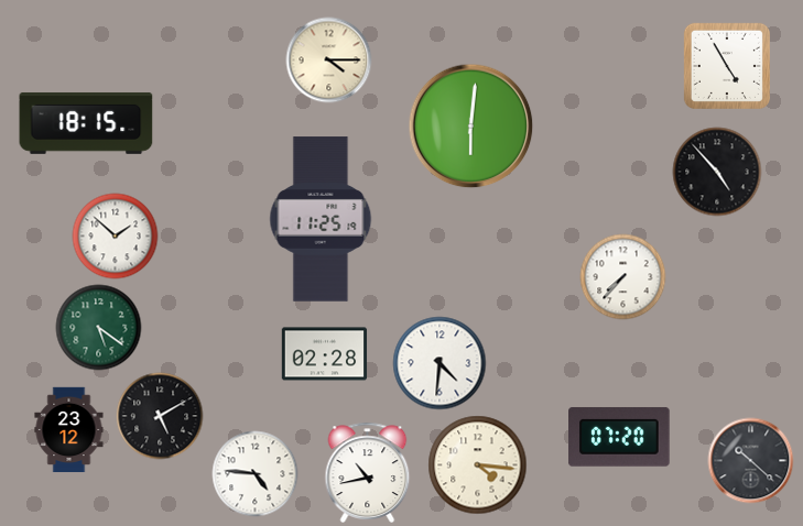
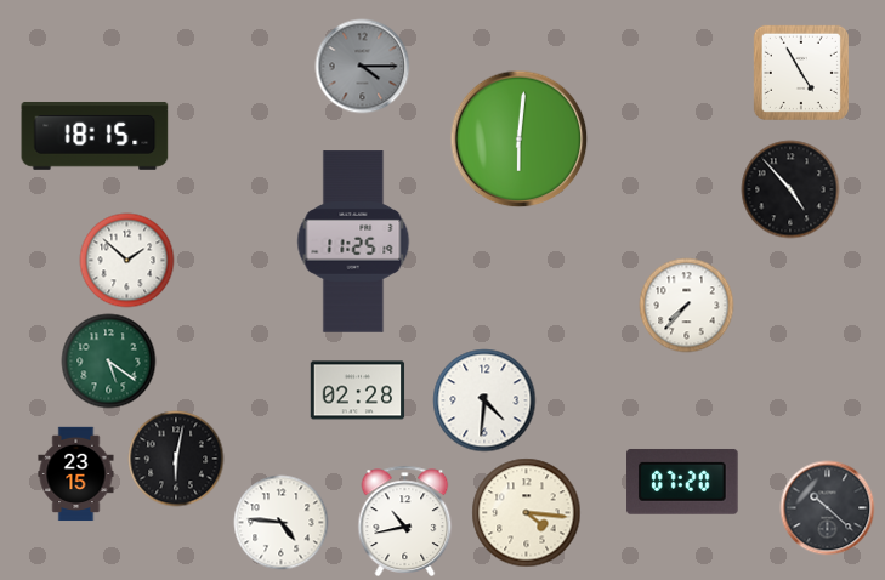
clock at (328, 59) dial: cream -> grey
clock at (160, 416): 5:10 -> 6:02
clock at (69, 429): 23:12 -> 23:15
